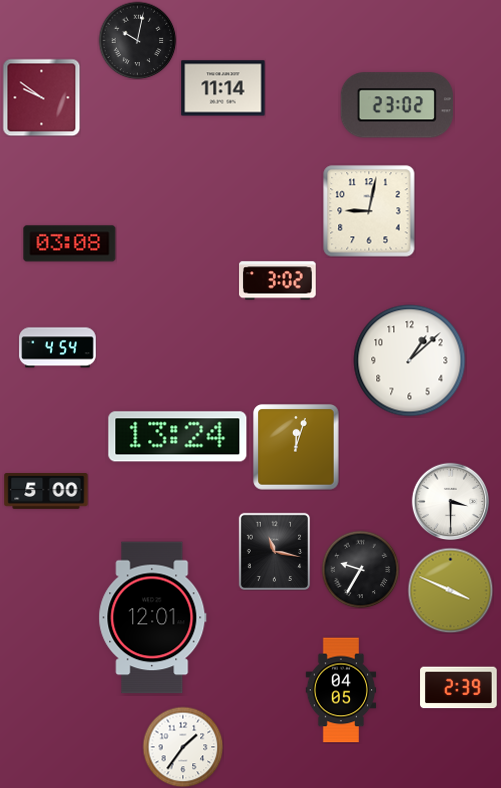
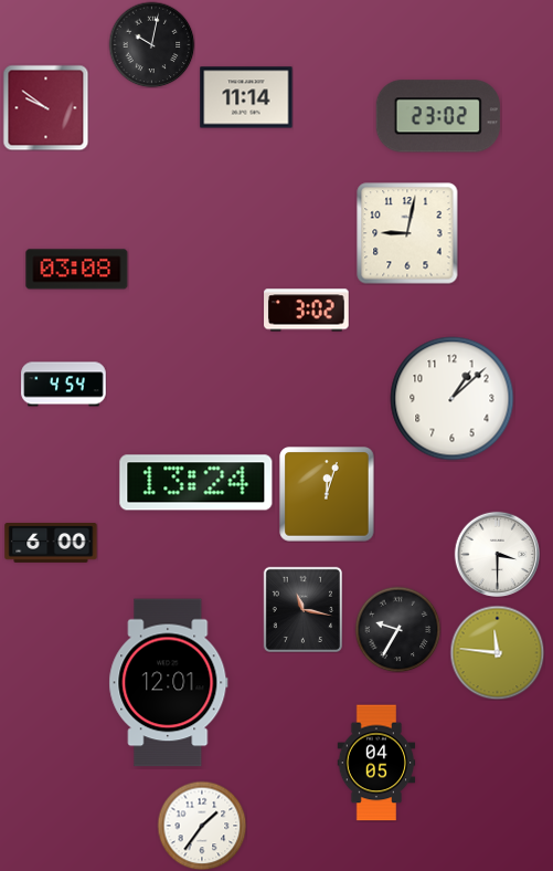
clock at (46, 492): 5:00 -> 6:00
clock at (450, 590): 3:49 -> 11:46
clock at (459, 688): 2:39 -> none
